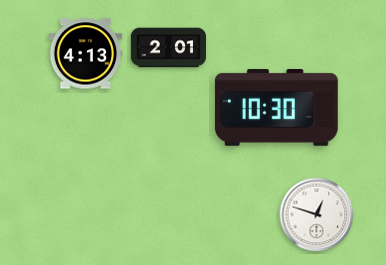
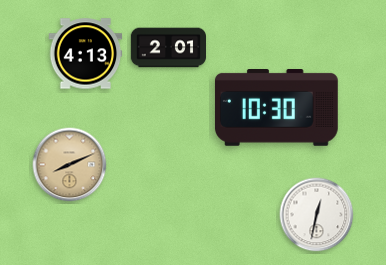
clock at (70, 165): none -> 8:11
clock at (317, 215): 12:48 -> 12:32
